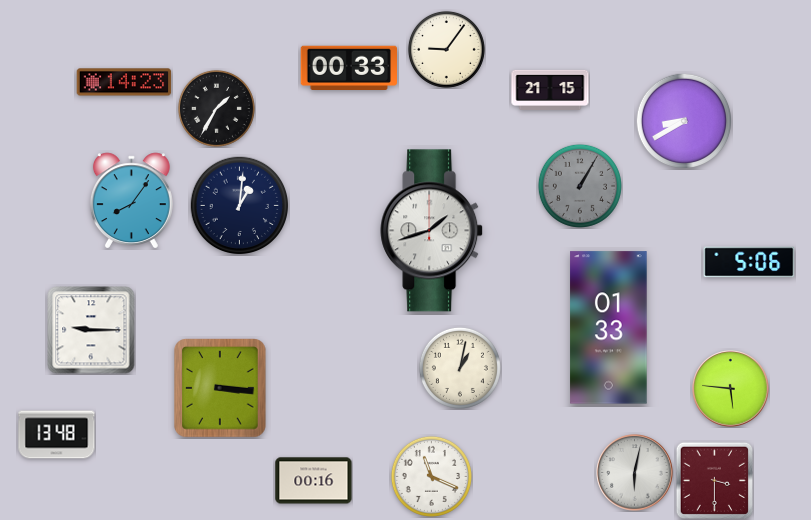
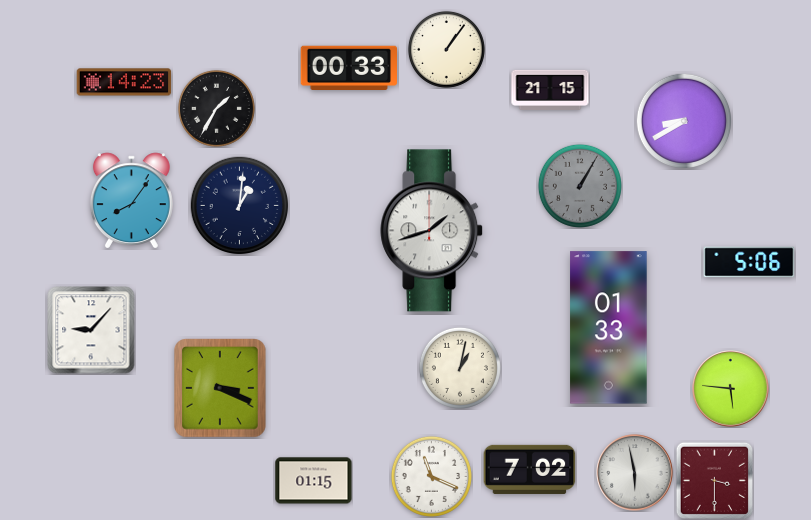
clock at (446, 49): 9:06 -> 1:06
clock at (91, 330): 9:15 -> 9:07
clock at (220, 388): 3:16 -> 3:19
clock at (57, 435): 13:48 -> none
clock at (530, 469): none -> 7:02
clock at (635, 473): 6:02 -> 5:58
clock at (314, 481): 00:16 -> 01:15
